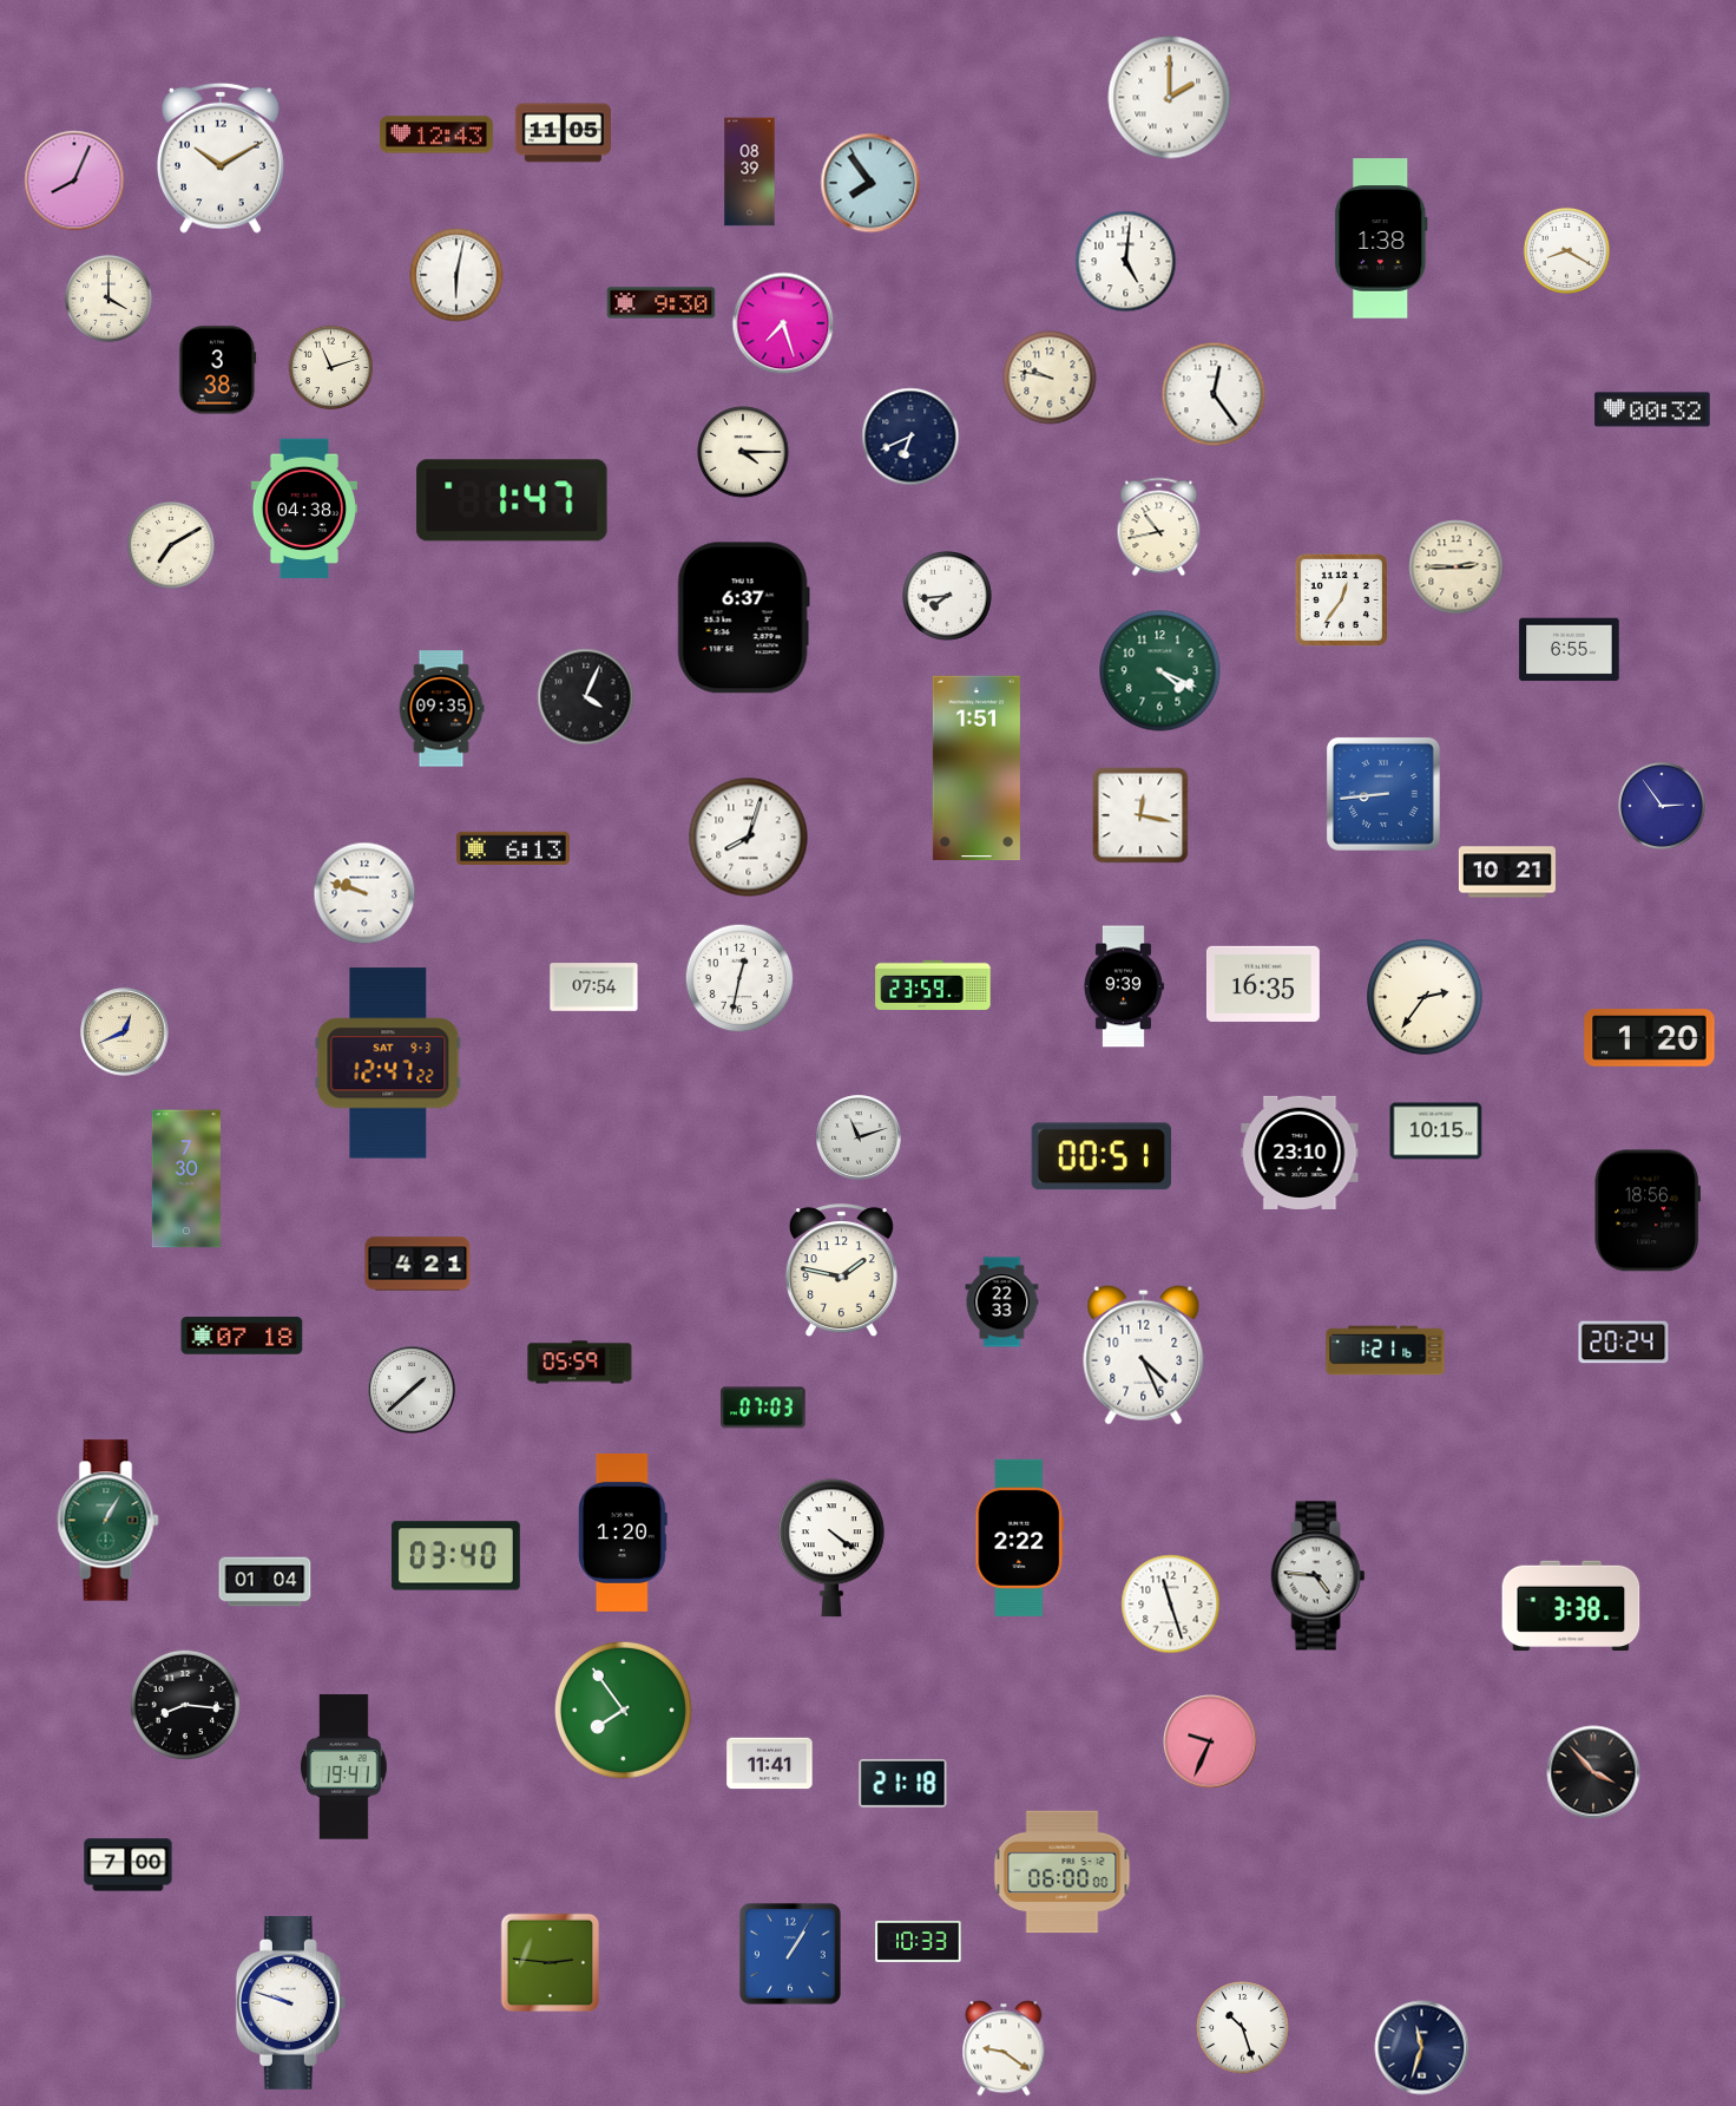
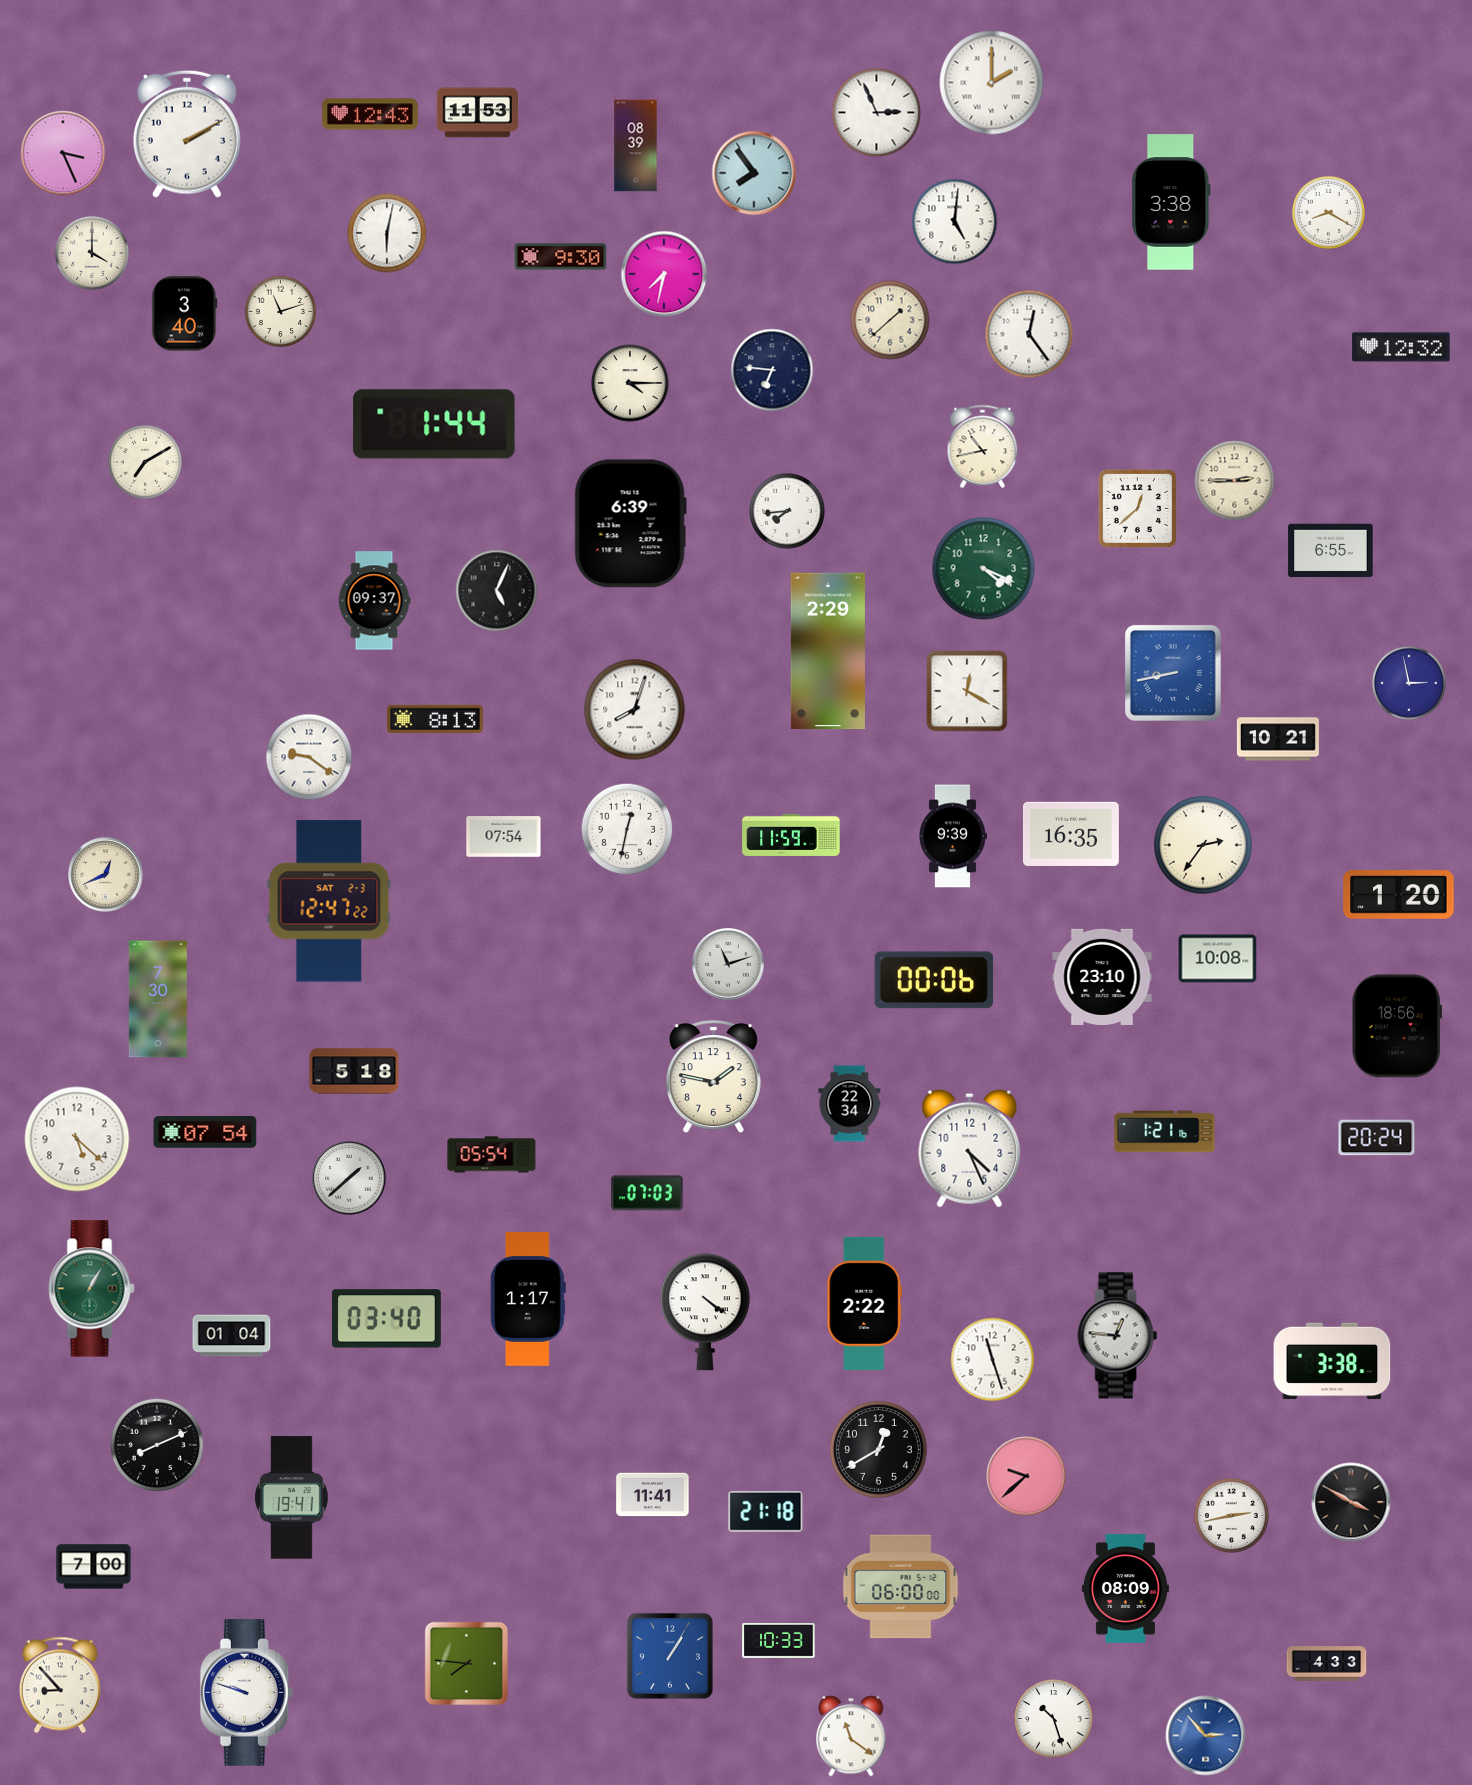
clock at (563, 133): 11:05 -> 11:53
clock at (877, 113): none -> 2:56
clock at (221, 158): 10:10 -> 2:10
clock at (74, 181): 8:04 -> 3:26
clock at (870, 183) position: (870, 183) -> (754, 173)
clock at (1381, 238): 1:38 -> 3:38
clock at (783, 323): 7:27 -> 7:32
clock at (218, 370): 3:38 -> 3:40
clock at (1050, 378): 9:47 -> 1:38
clock at (1652, 409): 00:32 -> 12:32
clock at (910, 437): 6:41 -> 6:46
clock at (512, 500): 1:47 -> 1:44
clock at (304, 509): 04:38 -> none
clock at (947, 596) position: (947, 596) -> (787, 511)
clock at (1341, 599): 12:36 -> 12:38
clock at (743, 618): 6:37 -> 6:39
clock at (586, 697): 4:04 -> 5:04
clock at (441, 709): 09:35 -> 09:37
clock at (976, 768): 1:51 -> 2:29
clock at (1383, 794): 8:44 -> 8:43
clock at (1662, 806): 2:54 -> 2:58
clock at (1140, 815): 12:17 -> 12:20
clock at (513, 847): 6:13 -> 8:13
clock at (364, 893): 9:48 -> 9:21
clock at (933, 985): 23:59 -> 11:59
clock at (1425, 997) position: (1425, 997) -> (1203, 845)
clock at (1650, 1038) position: (1650, 1038) -> (1399, 895)
clock at (388, 1063) date: SAT 9-3 -> SAT 2-3
clock at (1436, 1131): 10:15 -> 10:08
clock at (1102, 1156): 00:51 -> 00:06
clock at (417, 1264): 4:21 -> 5:18
clock at (1002, 1303): 22:33 -> 22:34
clock at (242, 1336): 07:18 -> 07:54
clock at (77, 1139): none -> 5:22
clock at (1386, 1351) position: (1386, 1351) -> (1165, 1132)
clock at (580, 1363): 05:59 -> 05:54
clock at (623, 1533): 1:20 -> 1:17
clock at (1319, 1576): 4:46 -> 12:46
clock at (265, 1582) position: (265, 1582) -> (232, 1336)
clock at (185, 1705): 8:16 -> 8:11
clock at (623, 1710): 7:54 -> none
clock at (879, 1450): none -> 12:40
clock at (1210, 1741): 9:34 -> 9:38
clock at (1593, 1772): 3:53 -> 3:50
clock at (1231, 1515): none -> 2:43
clock at (129, 1865) position: (129, 1865) -> (94, 1567)
clock at (1125, 1589): none -> 08:09
clock at (919, 1941) position: (919, 1941) -> (779, 1640)
clock at (551, 1963): 2:46 -> 7:46
clock at (1327, 1664): none -> 4:33
clock at (60, 1685): none -> 8:53
clock at (290, 2002) position: (290, 2002) -> (246, 1692)
clock at (1004, 2048): 9:21 -> 11:21
clock at (1422, 2048): 11:33 -> 2:53
clock at (1422, 2048) dial: navy -> blue
